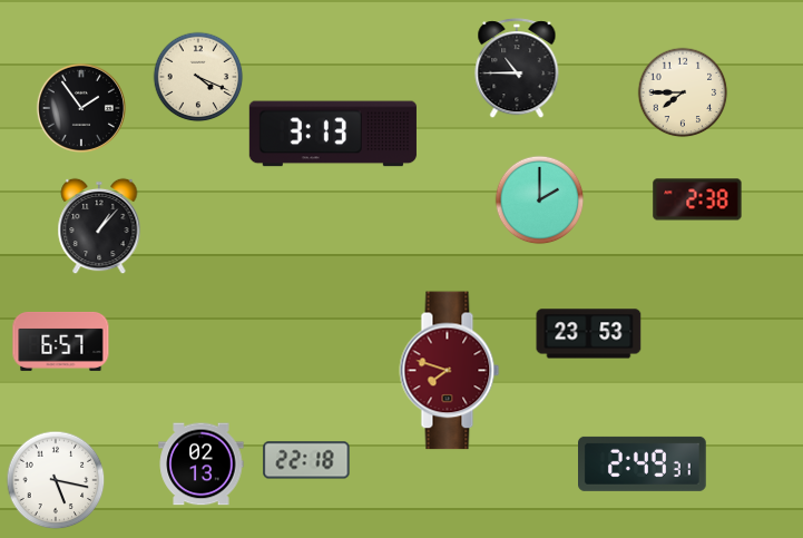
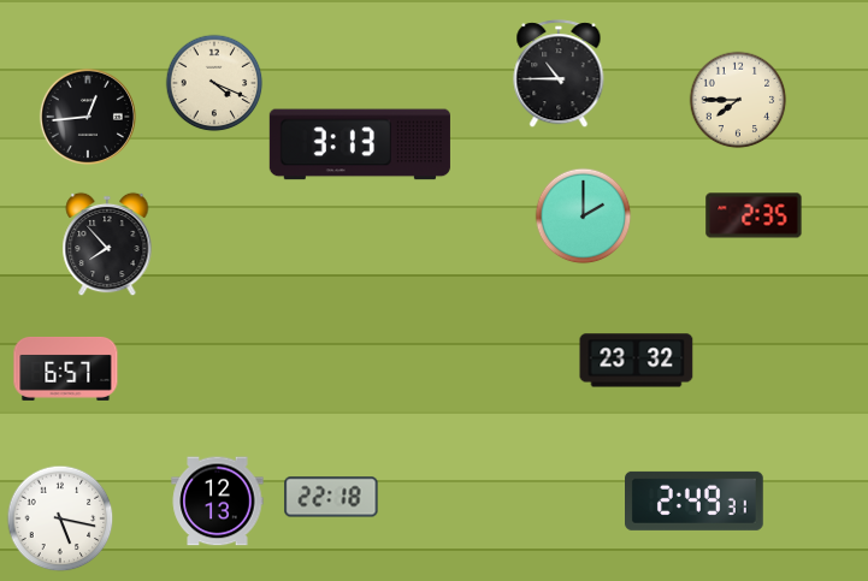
clock at (81, 108): 1:54 -> 12:44
clock at (697, 199): 2:38 -> 2:35
clock at (99, 226): 1:07 -> 7:53
clock at (589, 334): 23:53 -> 23:32
clock at (450, 371): 7:48 -> none
clock at (202, 464): 02:13 -> 12:13
